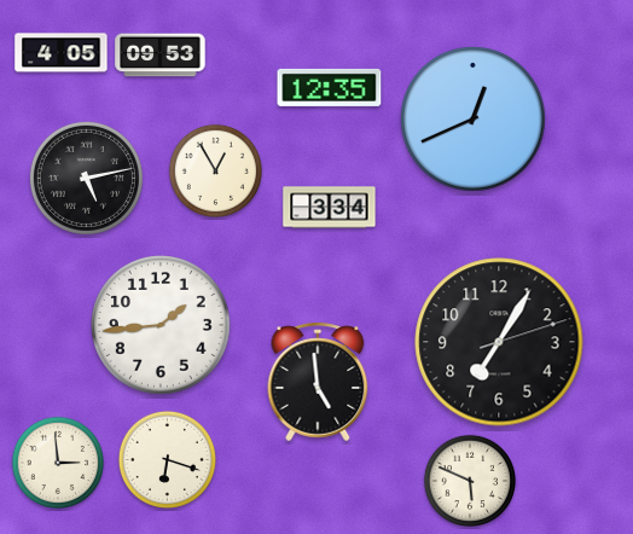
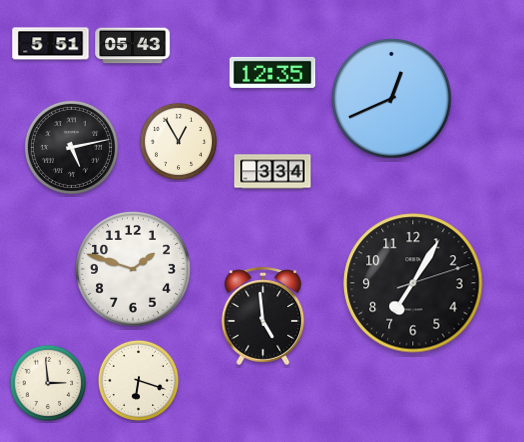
clock at (62, 53): 4:05 -> 5:51
clock at (161, 56): 09:53 -> 05:43
clock at (162, 326): 1:44 -> 1:48
clock at (469, 480): 5:49 -> none
